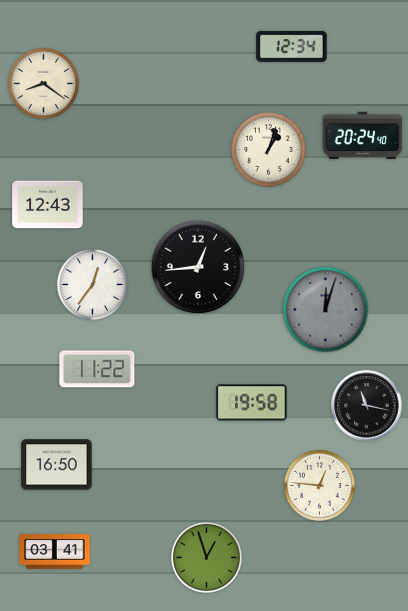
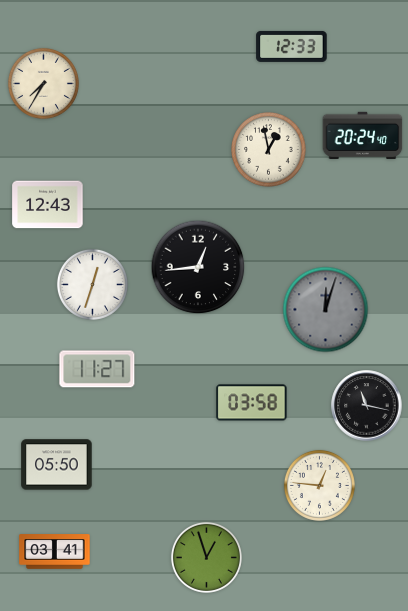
clock at (292, 46): 12:34 -> 12:33
clock at (43, 83): 8:21 -> 7:35
clock at (269, 150): 1:03 -> 12:58
clock at (92, 284): 12:36 -> 12:33
clock at (97, 369): 11:22 -> 11:27
clock at (252, 403): 19:58 -> 03:58
clock at (57, 465): 16:50 -> 05:50
